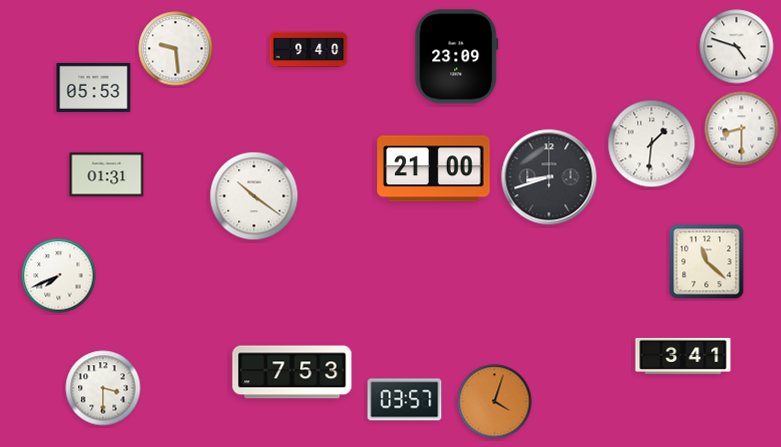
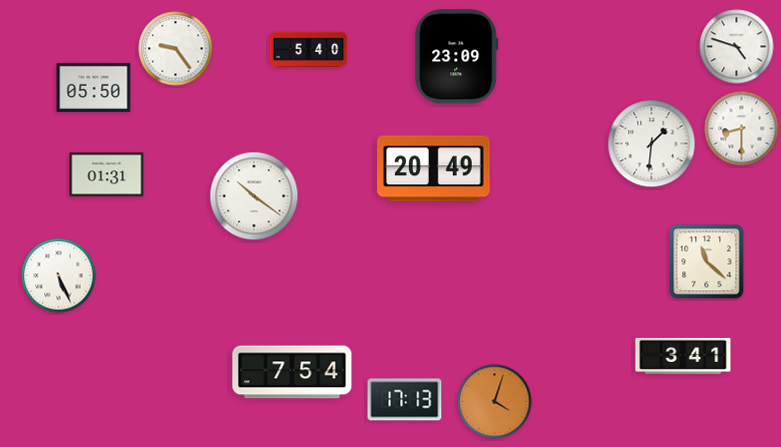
clock at (176, 49): 9:29 -> 9:24
clock at (309, 50): 9:40 -> 5:40
clock at (94, 87): 05:53 -> 05:50
clock at (434, 169): 21:00 -> 20:49
clock at (549, 177): 8:42 -> none
clock at (59, 276): 7:41 -> 5:26
clock at (292, 372): 7:53 -> 7:54
clock at (103, 388): 3:30 -> none
clock at (405, 400): 03:57 -> 17:13
